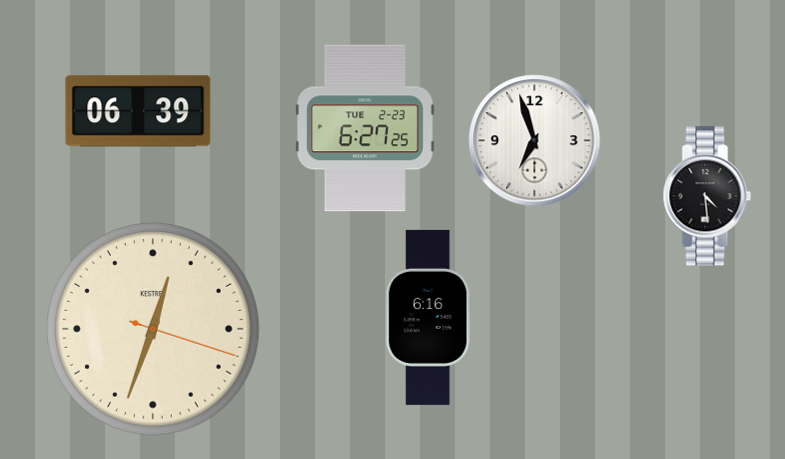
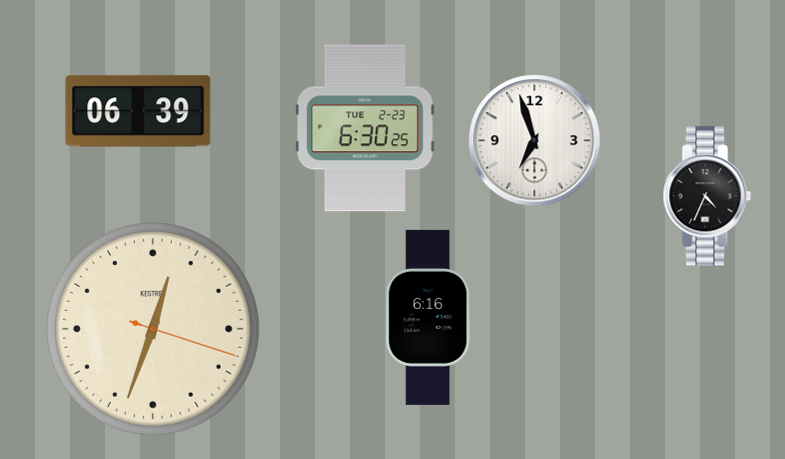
clock at (365, 128): 6:27 -> 6:30
clock at (707, 196): 4:29 -> 4:34
